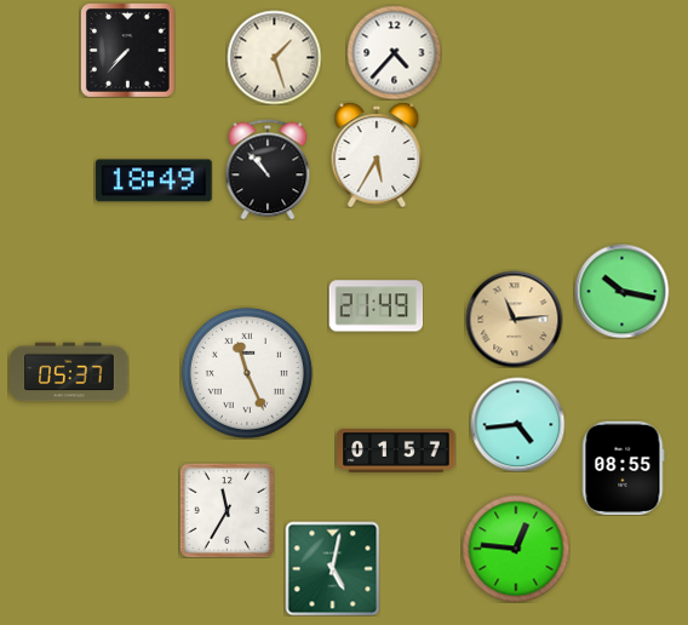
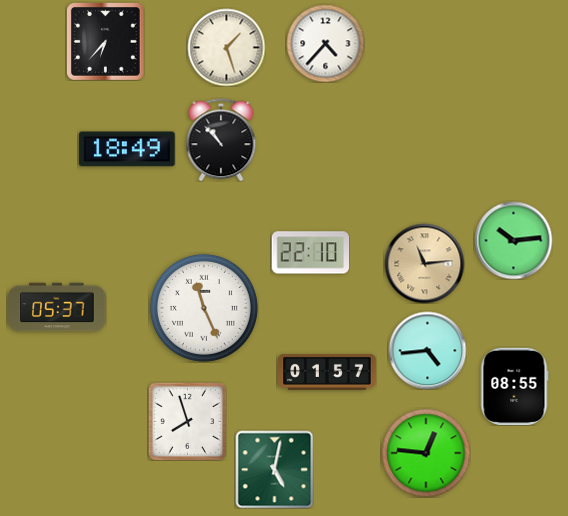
clock at (128, 51): 7:37 -> 6:37
clock at (377, 155): 5:35 -> none
clock at (621, 291): 10:17 -> 10:14
clock at (375, 306): 21:49 -> 22:10
clock at (227, 510): 11:35 -> 7:57
